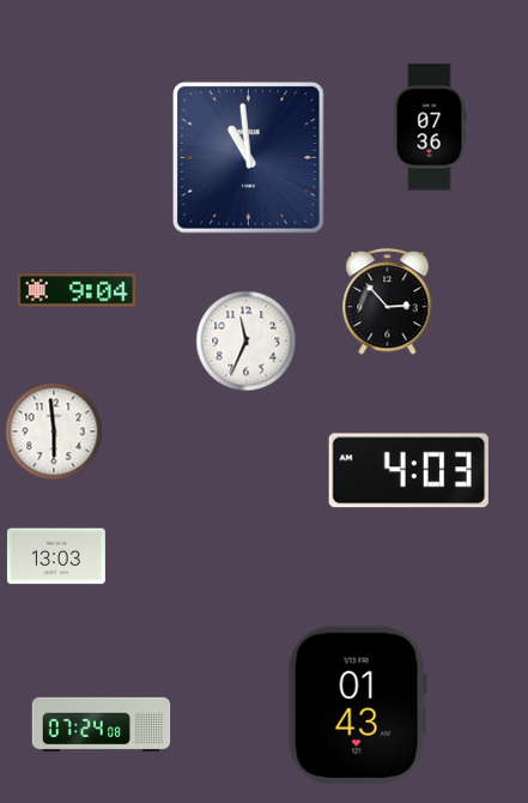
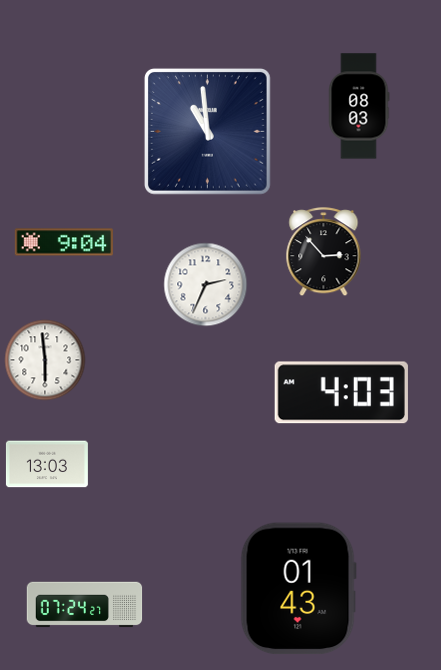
clock at (430, 127): 07:36 -> 08:03
clock at (247, 342): 11:34 -> 2:34
clock at (102, 725): 07:24:08 -> 07:24:27
